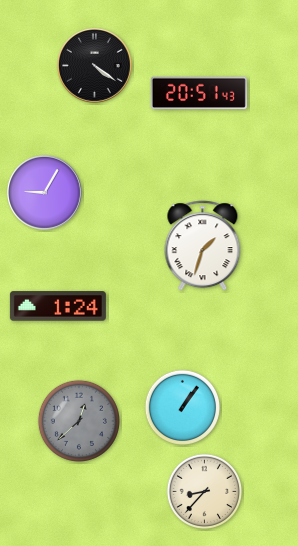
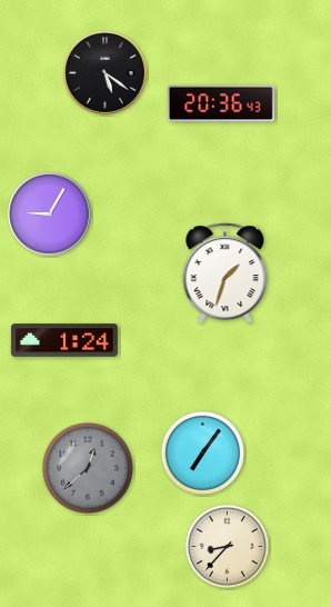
clock at (95, 66): 4:21 -> 5:21
clock at (199, 93): 20:51 -> 20:36
clock at (182, 407): 1:06 -> 7:06
